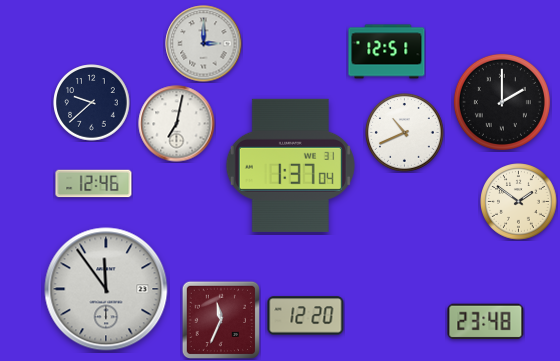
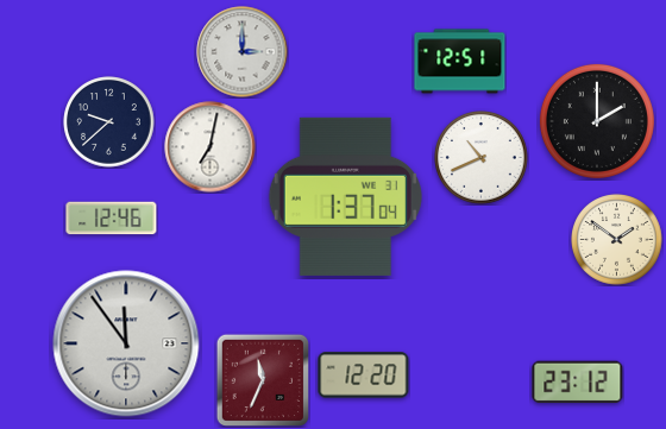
clock at (486, 322): 23:48 -> 23:12
